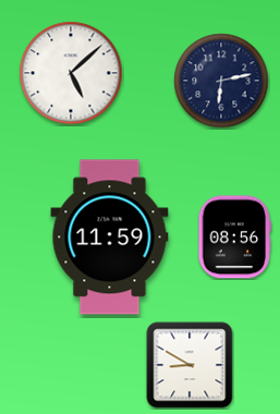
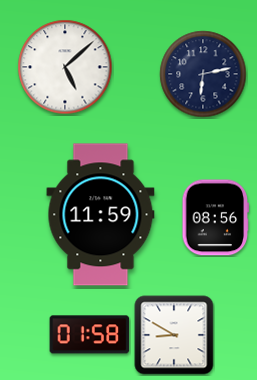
clock at (110, 238) position: (110, 238) -> (101, 215)
clock at (90, 335): none -> 01:58
